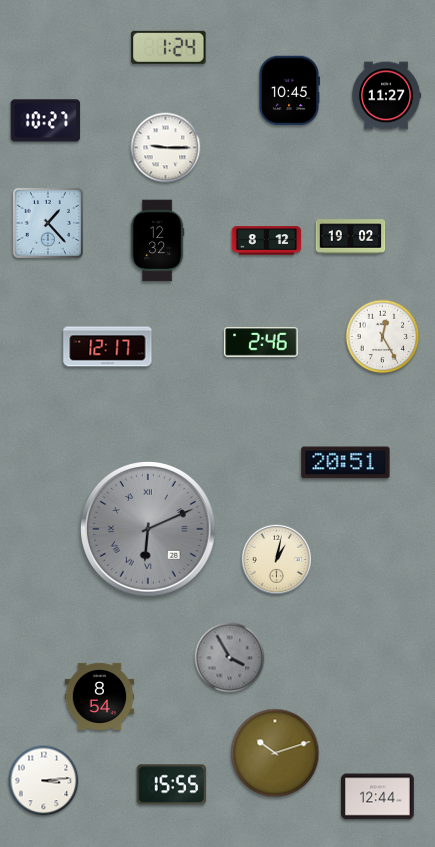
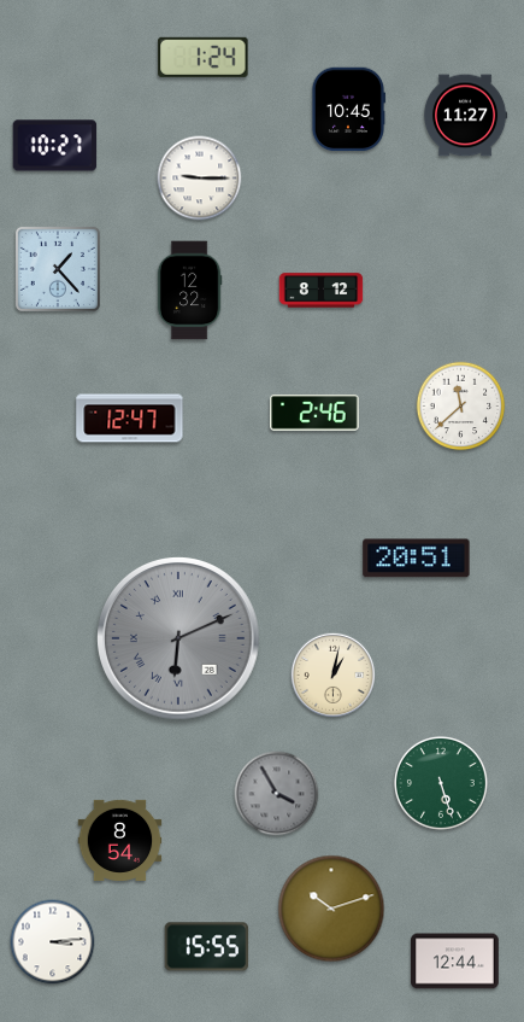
clock at (351, 237): 19:02 -> none
clock at (383, 337): 12:25 -> 11:38
clock at (108, 347): 12:17 -> 12:47
clock at (441, 783): none -> 5:27
